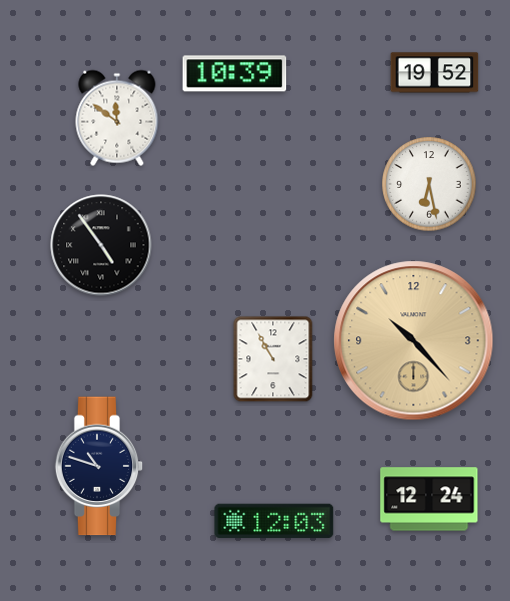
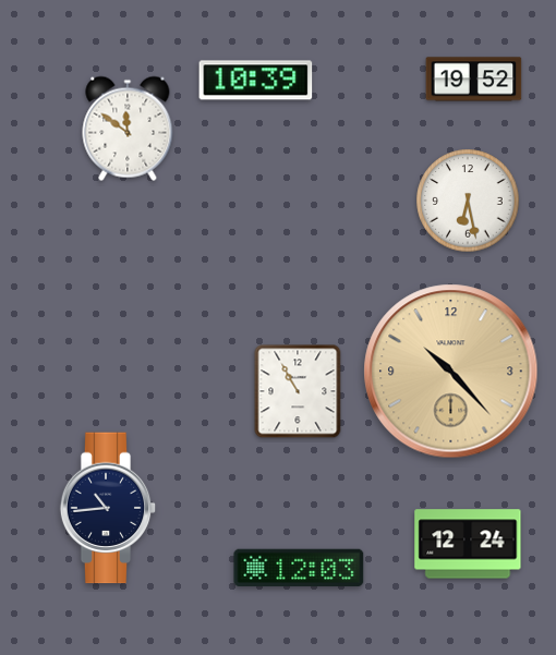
clock at (101, 245): 4:54 -> none
clock at (99, 466): 10:48 -> 10:44
